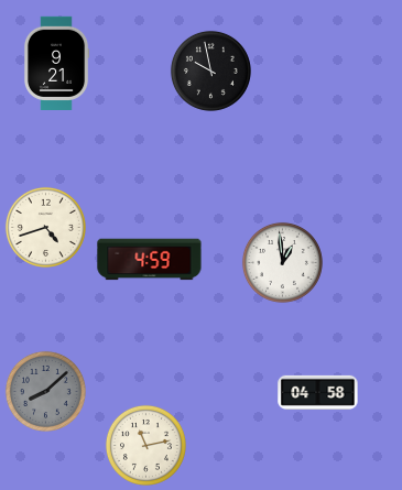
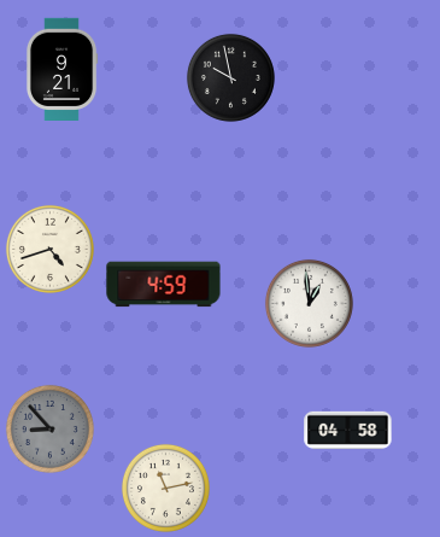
clock at (282, 262) position: (282, 262) -> (309, 303)
clock at (45, 391): 8:08 -> 8:53
clock at (145, 445) position: (145, 445) -> (165, 488)
